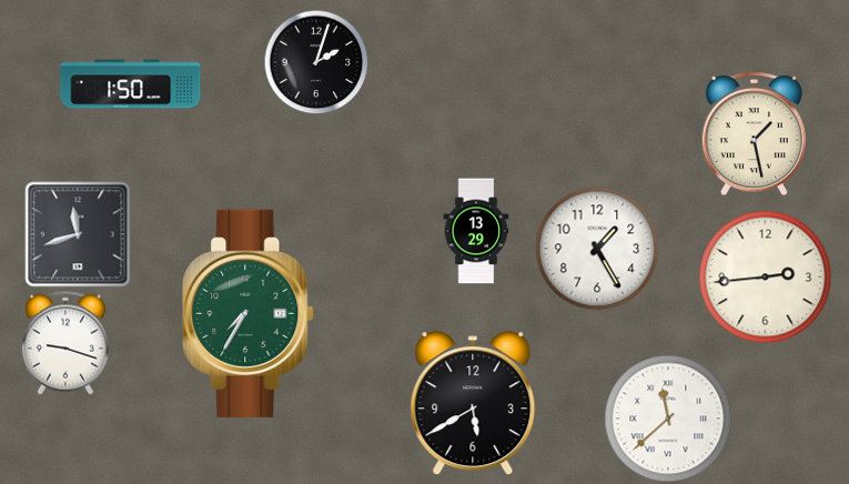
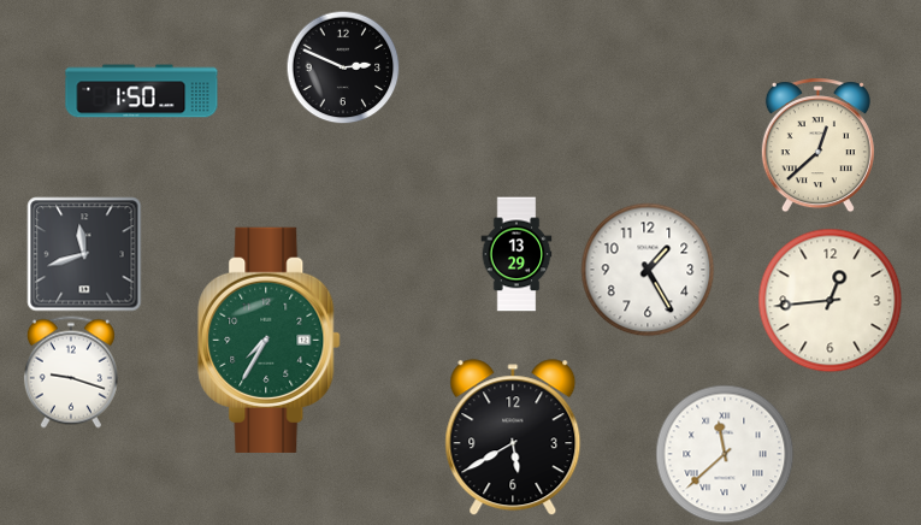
clock at (316, 62): 2:03 -> 2:49
clock at (754, 134): 1:28 -> 12:38
clock at (476, 231) position: (476, 231) -> (516, 254)
clock at (766, 278): 2:44 -> 12:44
